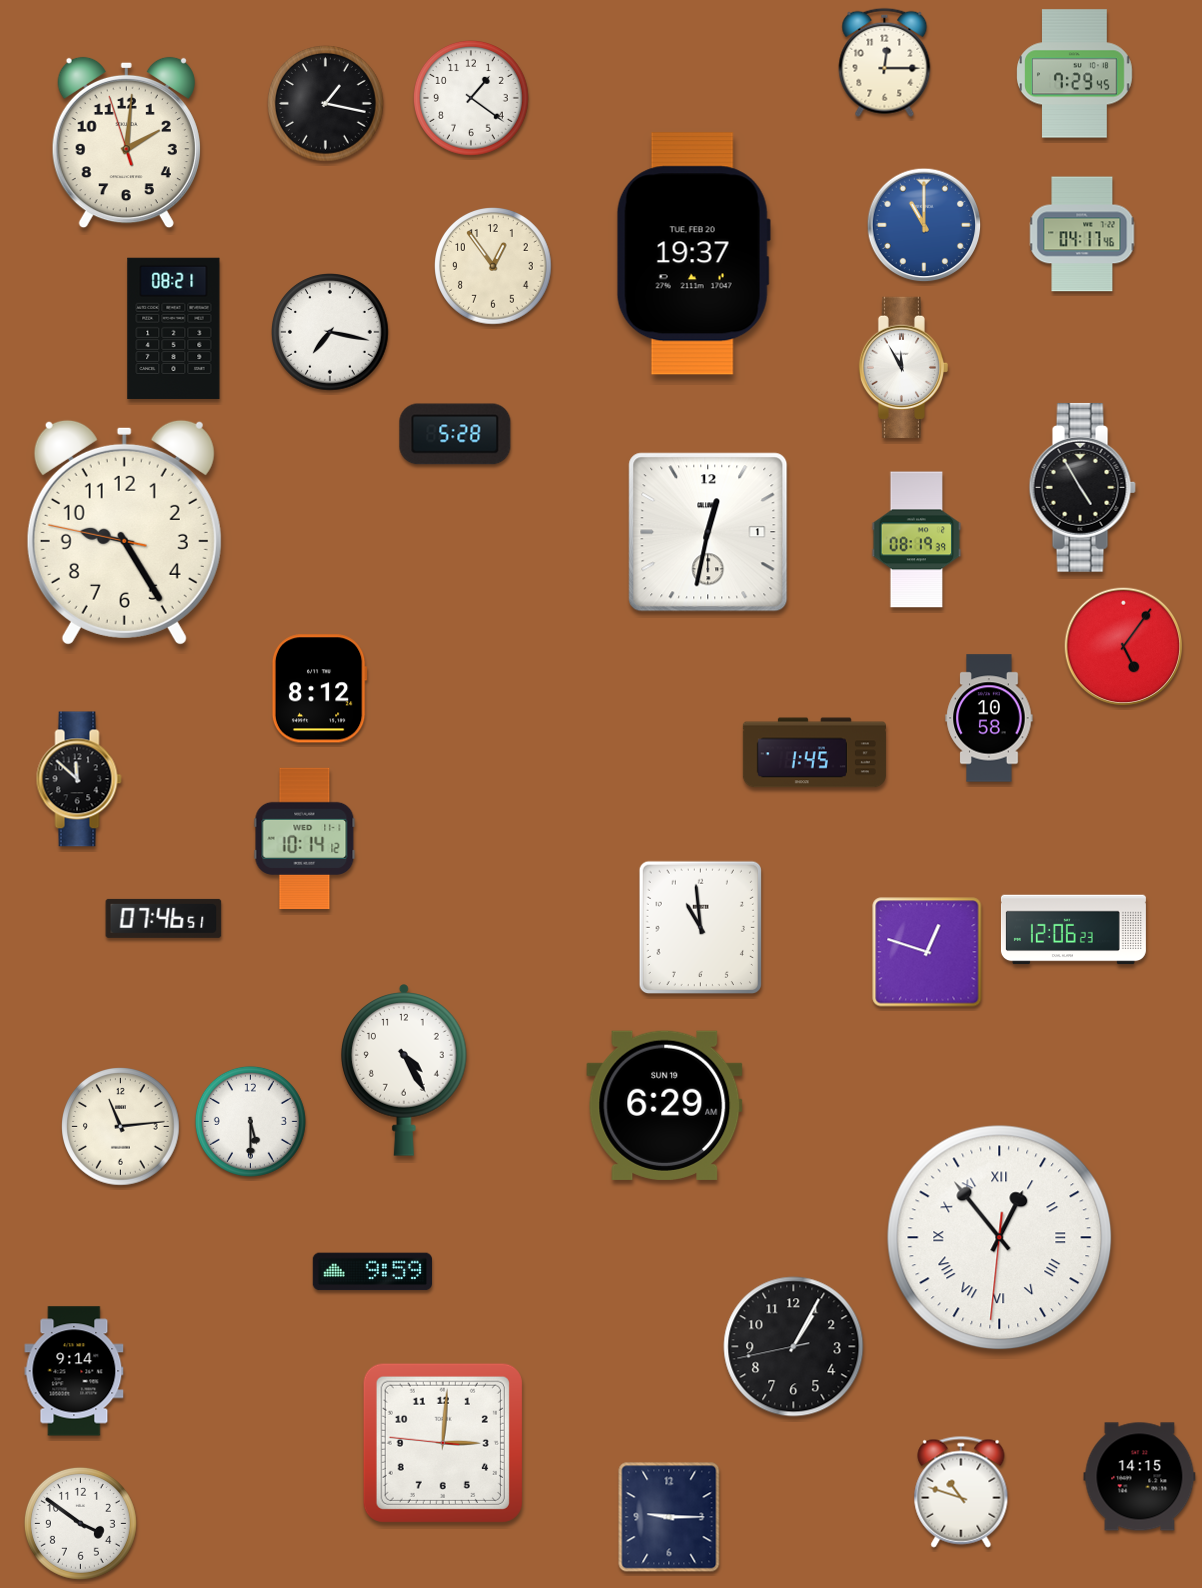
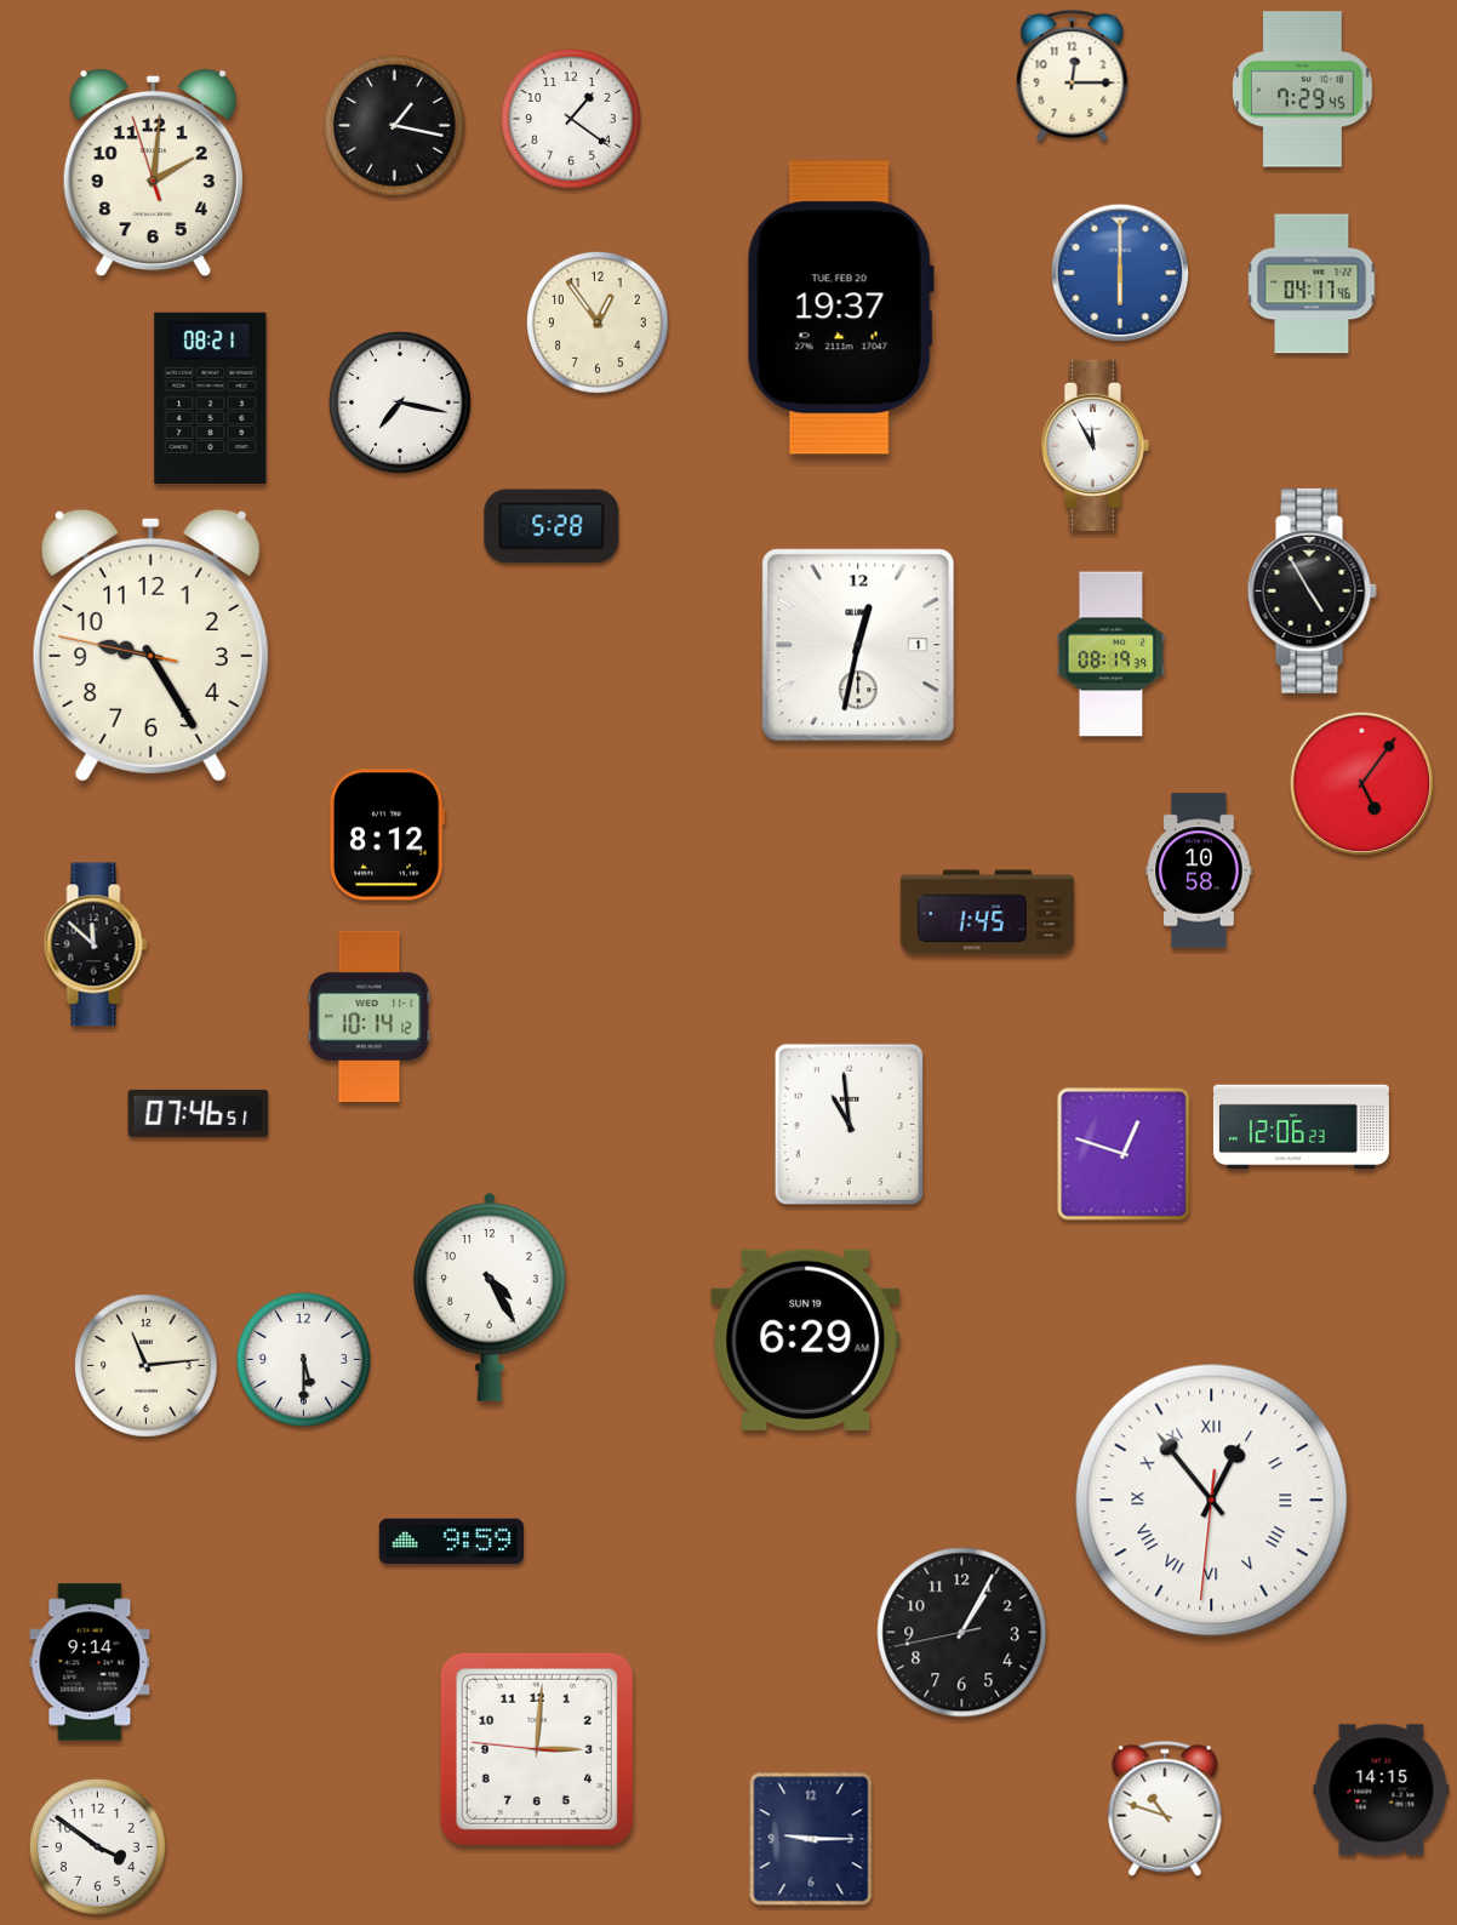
clock at (924, 225): 11:00 -> 6:00
